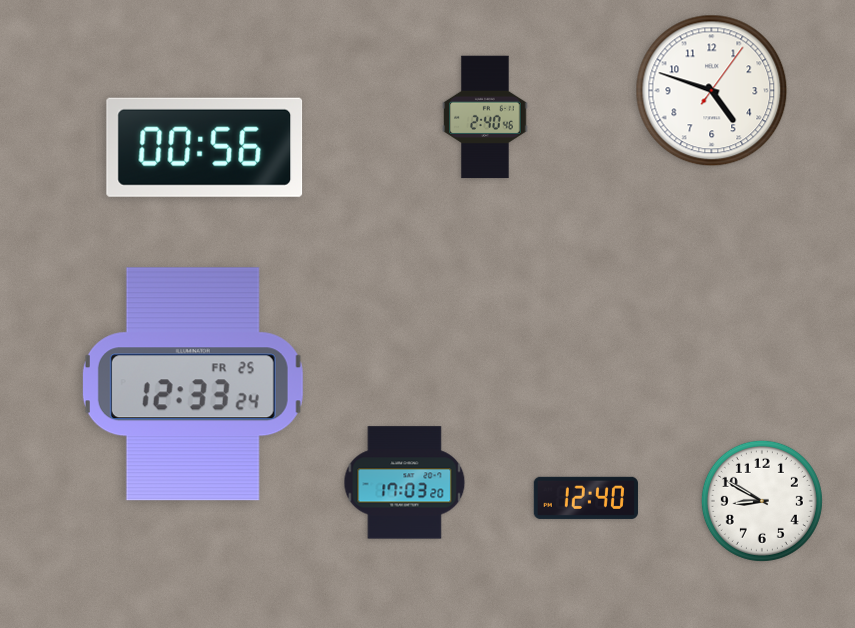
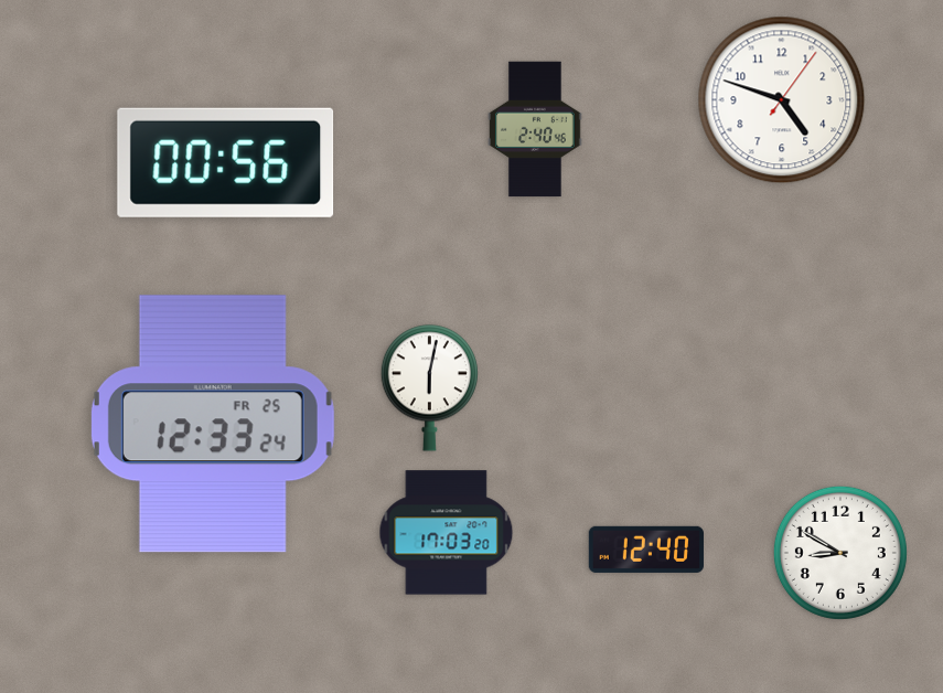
clock at (712, 91) position: (712, 91) -> (782, 100)
clock at (429, 388): none -> 6:02
